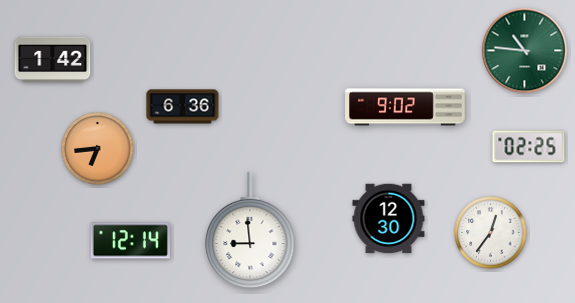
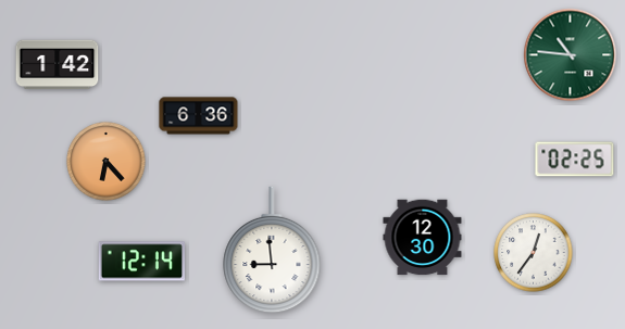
clock at (405, 107): 9:02 -> none
clock at (98, 149): 6:44 -> 6:23
